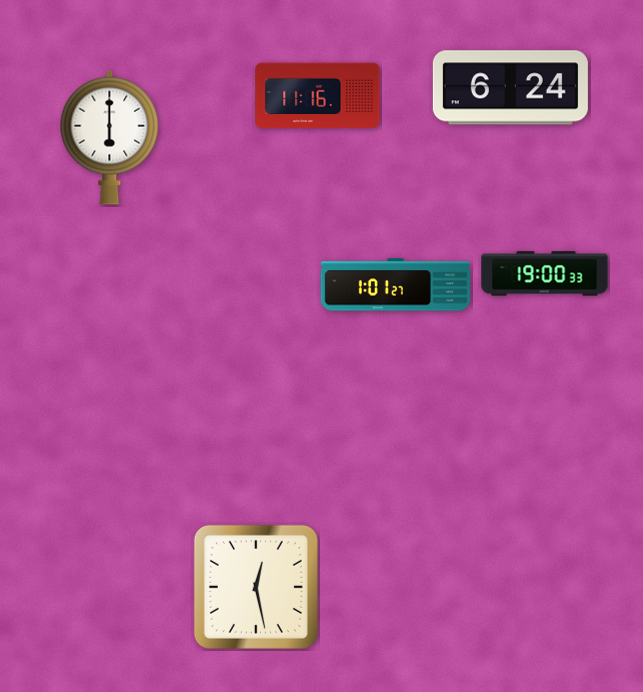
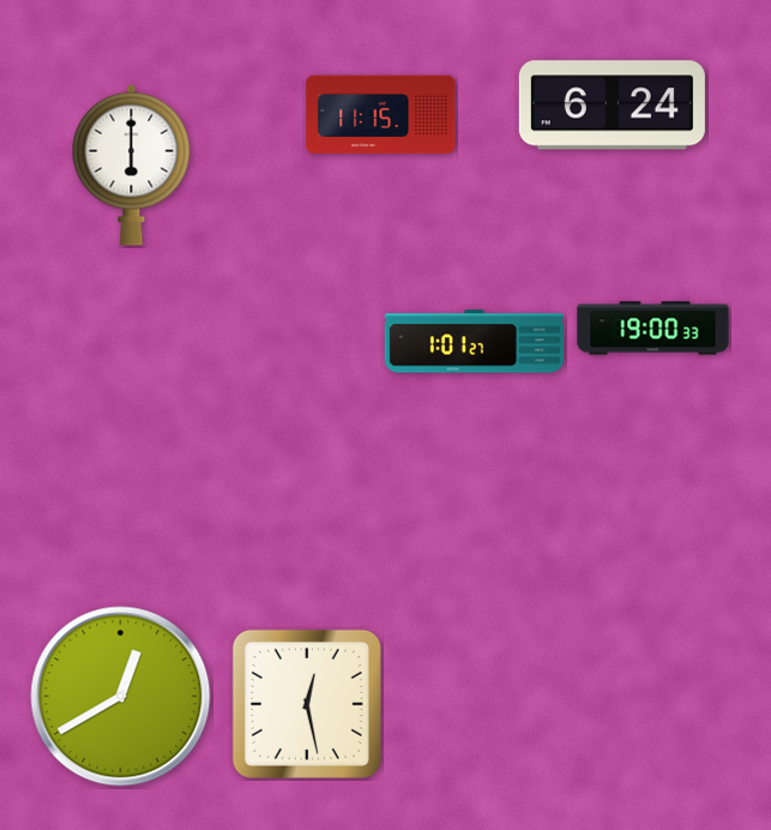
clock at (318, 96): 11:16 -> 11:15
clock at (121, 697): none -> 12:40
